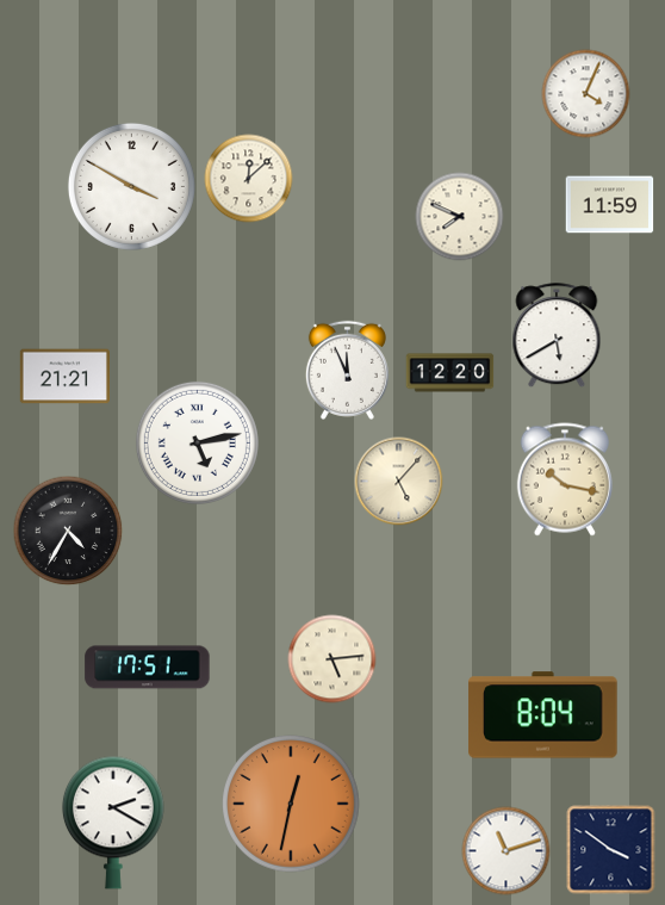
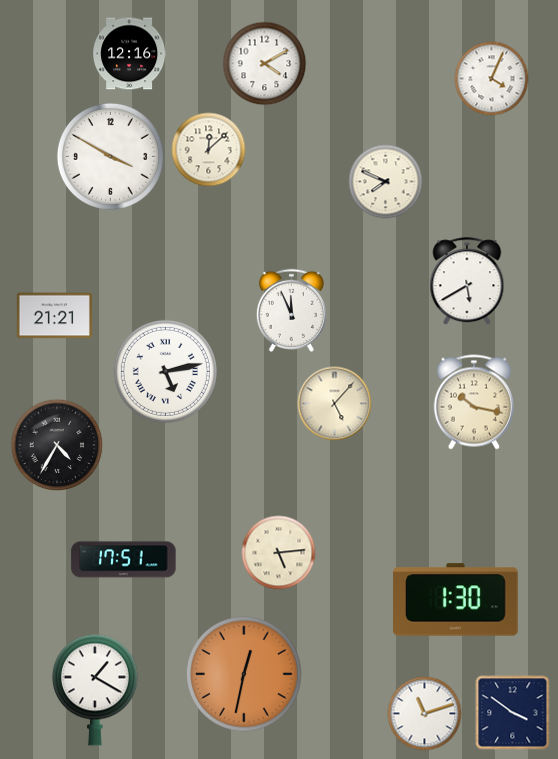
clock at (130, 54): none -> 12:16
clock at (265, 64): none -> 4:10
clock at (610, 205): 11:59 -> none
clock at (450, 373): 12:20 -> none
clock at (543, 715): 8:04 -> 1:30
clock at (113, 823): 2:20 -> 1:20
